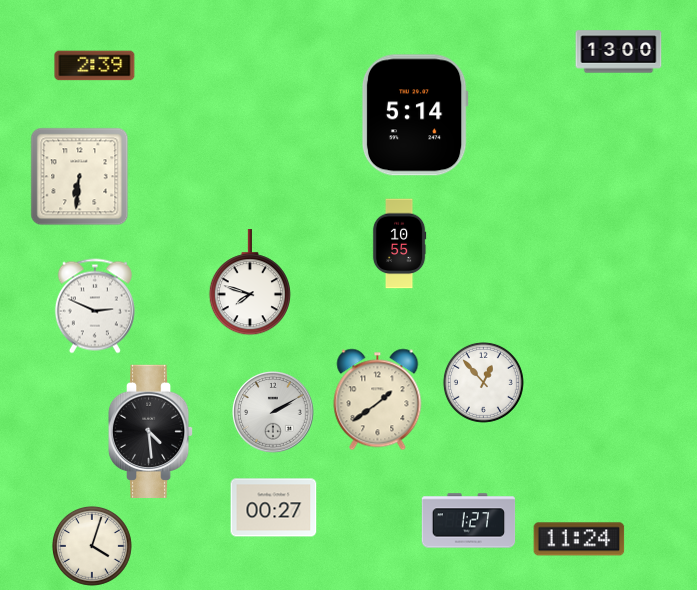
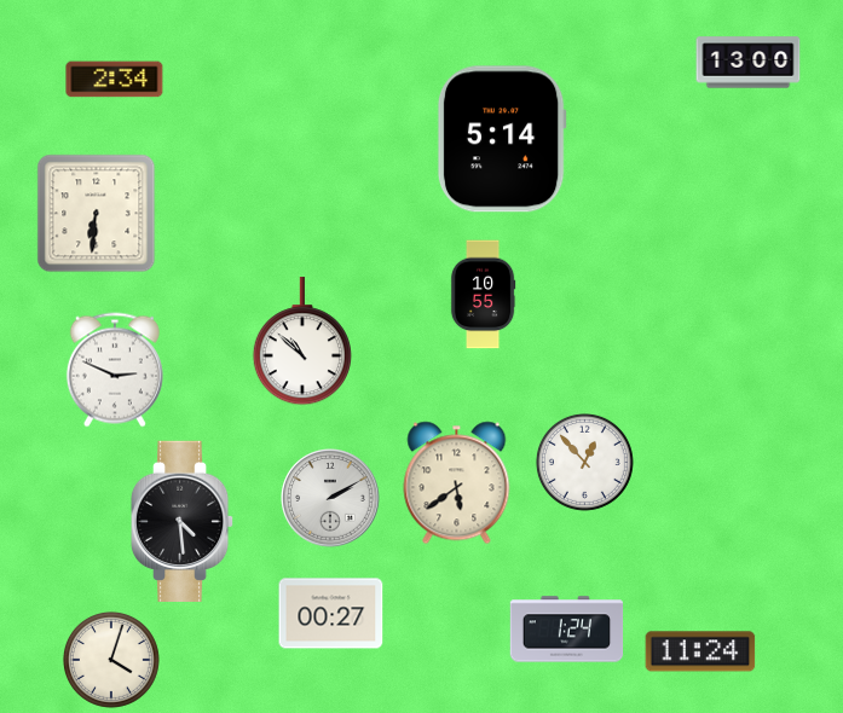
clock at (95, 66): 2:39 -> 2:34
clock at (250, 283): 7:48 -> 10:52
clock at (378, 400): 1:39 -> 5:39
clock at (469, 521): 1:27 -> 1:24
